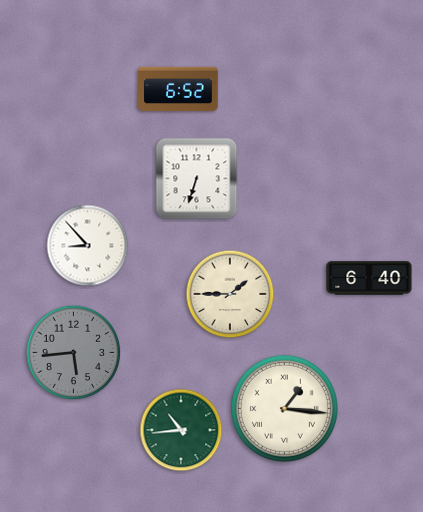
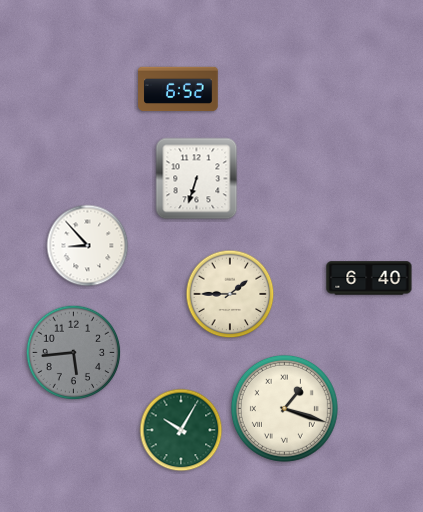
clock at (284, 408): 1:16 -> 1:18
clock at (181, 430): 10:44 -> 10:05
